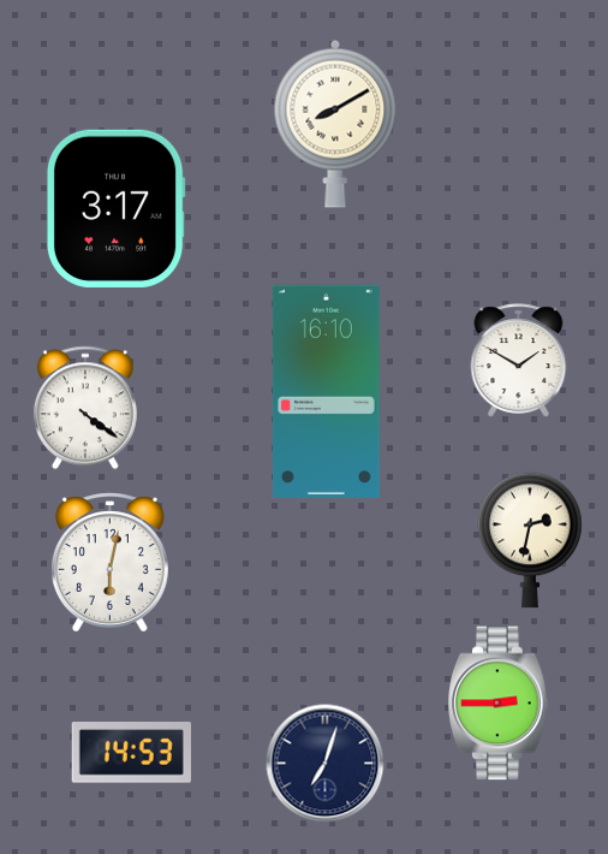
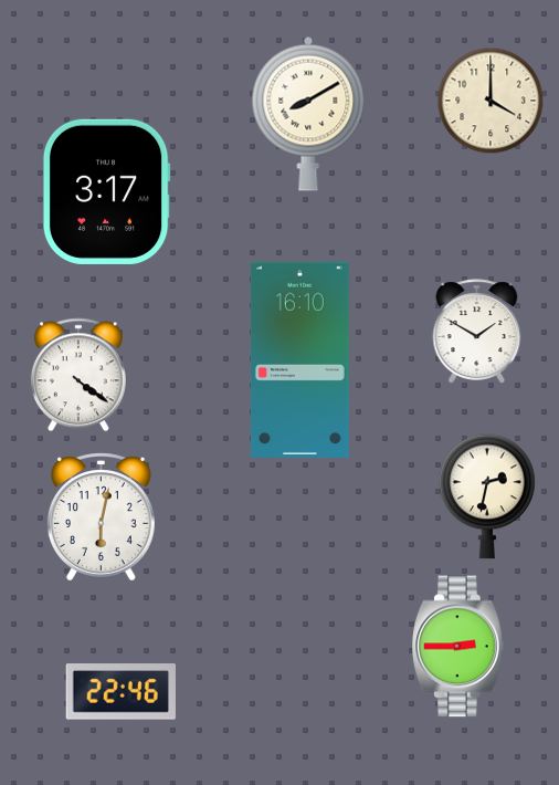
clock at (491, 101): none -> 4:00
clock at (131, 753): 14:53 -> 22:46
clock at (326, 764): 7:03 -> none
